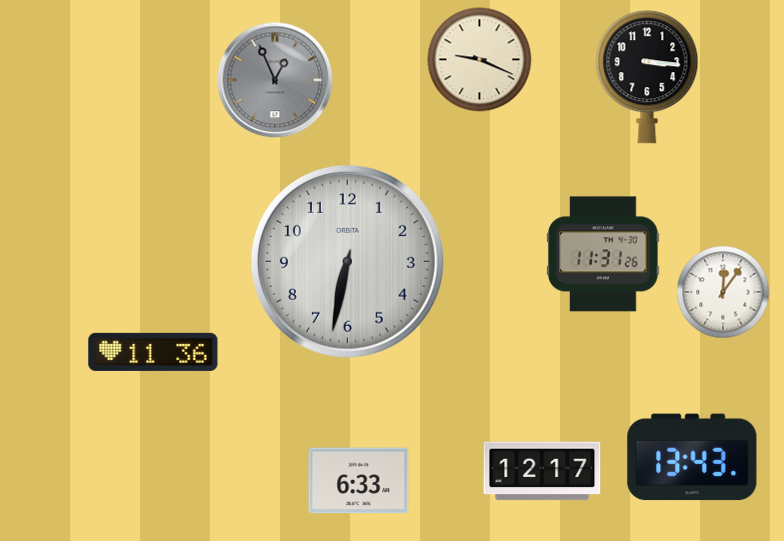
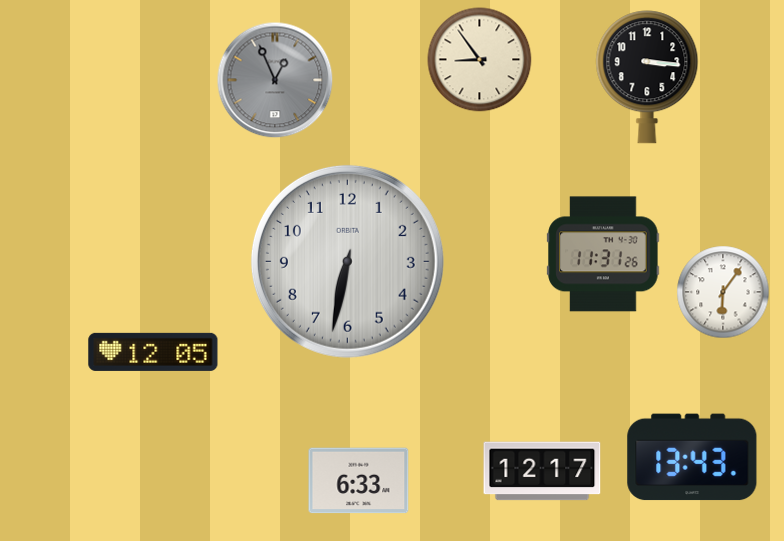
clock at (480, 60): 9:19 -> 8:54
clock at (723, 292): 12:06 -> 6:06
clock at (153, 352): 11:36 -> 12:05
